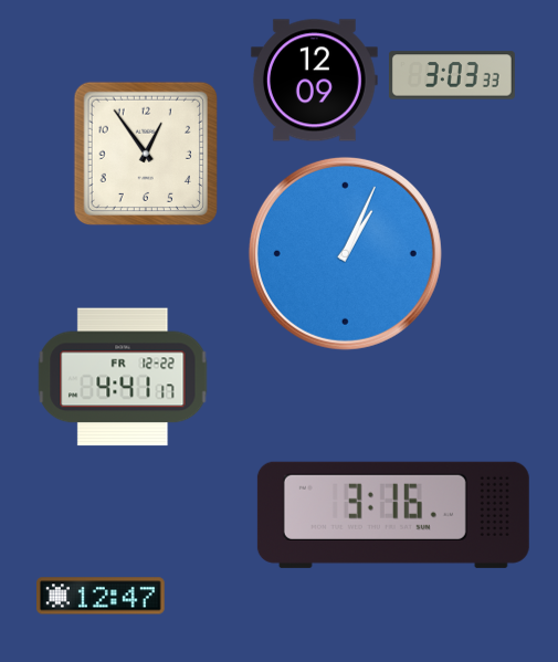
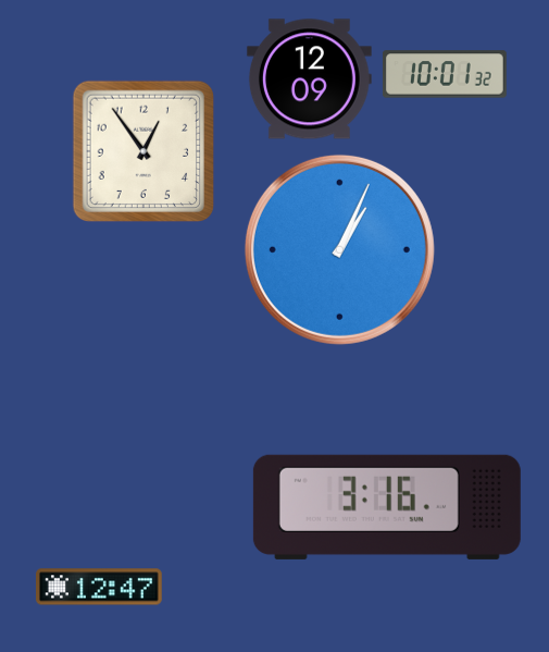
clock at (452, 75): 3:03 -> 10:01
clock at (123, 377): 4:41 -> none
